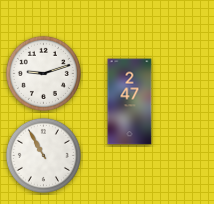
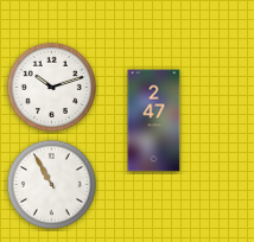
clock at (43, 73): 9:12 -> 10:12
